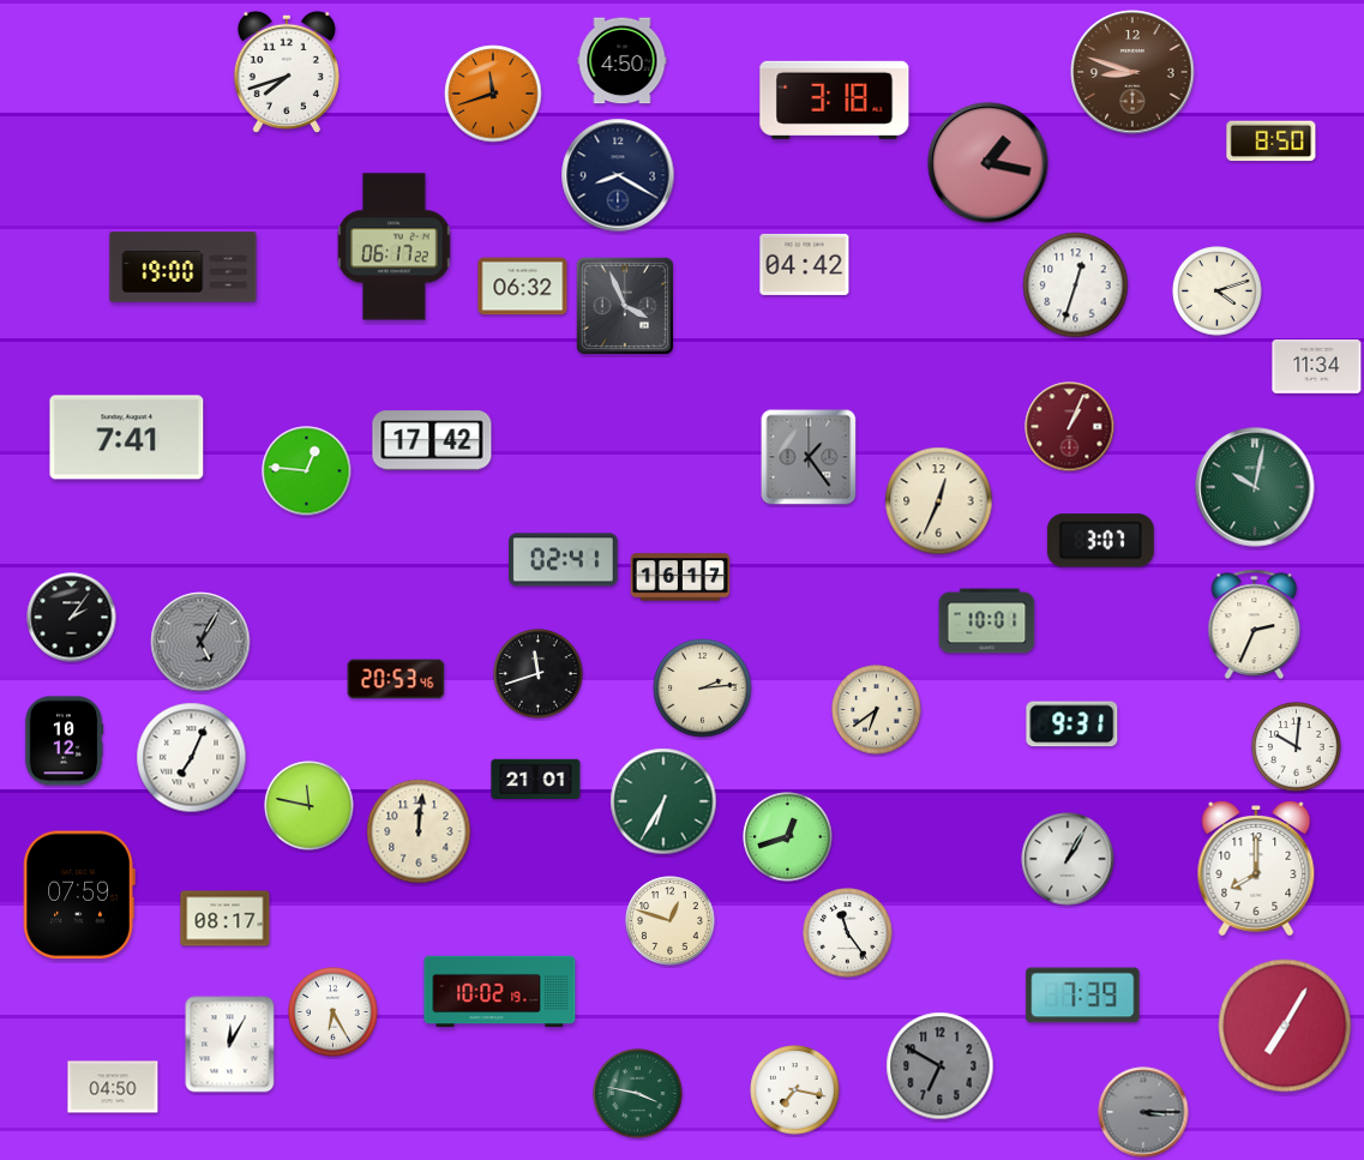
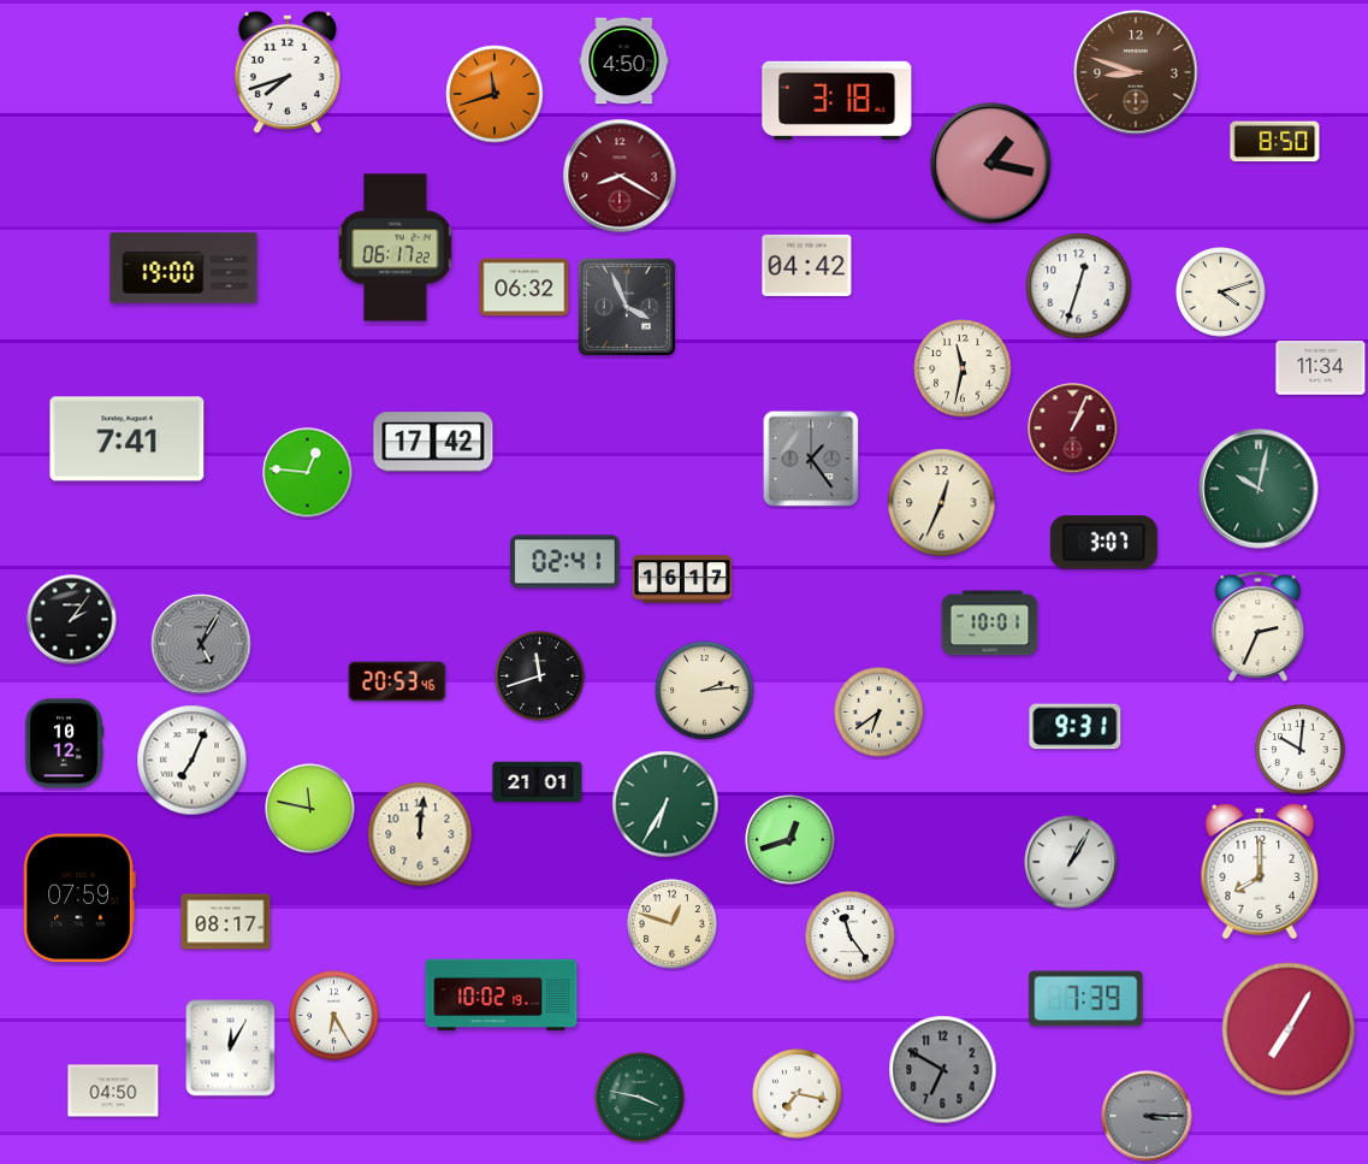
clock at (618, 175) dial: navy -> burgundy
clock at (963, 368): none -> 11:32
